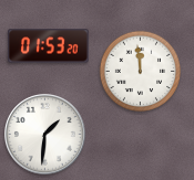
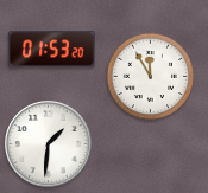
clock at (140, 71): 11:59 -> 11:55
